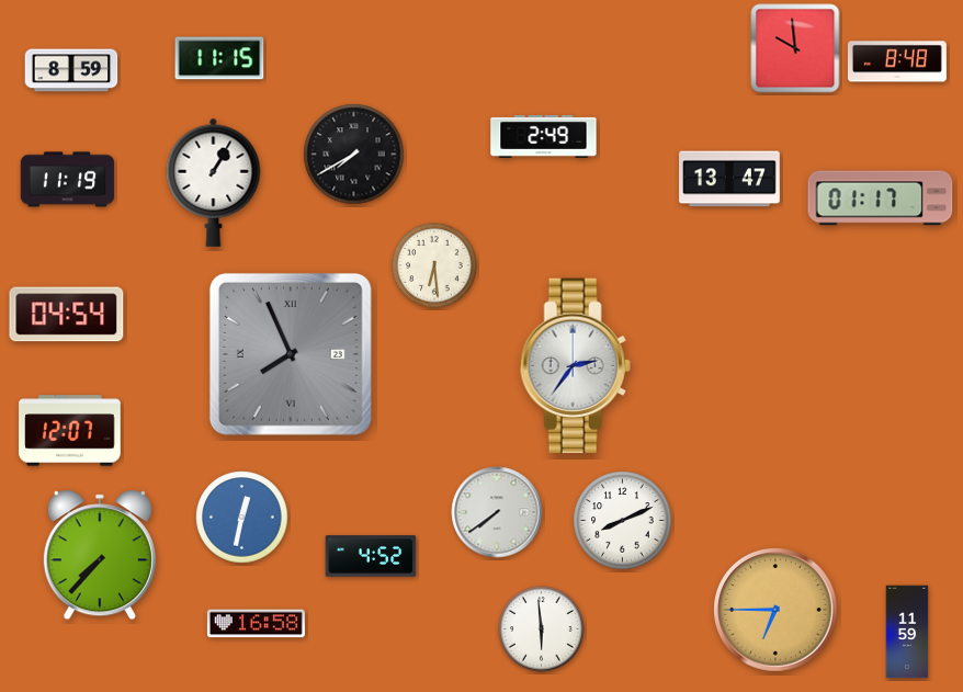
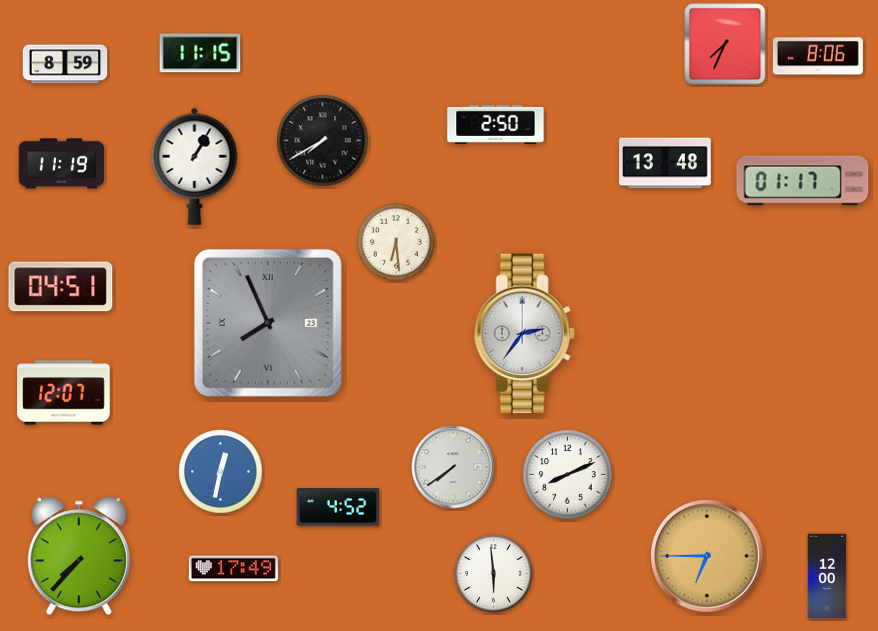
clock at (795, 48): 9:59 -> 7:34
clock at (897, 61): 8:48 -> 8:06
clock at (544, 136): 2:49 -> 2:50
clock at (729, 179): 13:47 -> 13:48
clock at (67, 315): 04:54 -> 04:51
clock at (291, 354) position: (291, 354) -> (268, 323)
clock at (100, 555) position: (100, 555) -> (79, 556)
clock at (256, 624): 16:58 -> 17:49
clock at (907, 632): 11:59 -> 12:00
